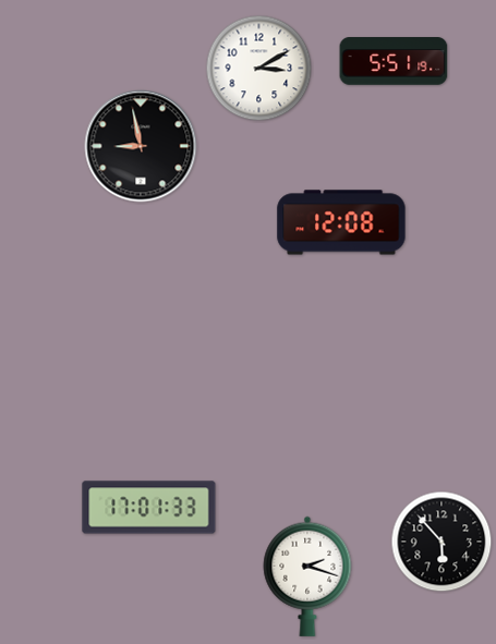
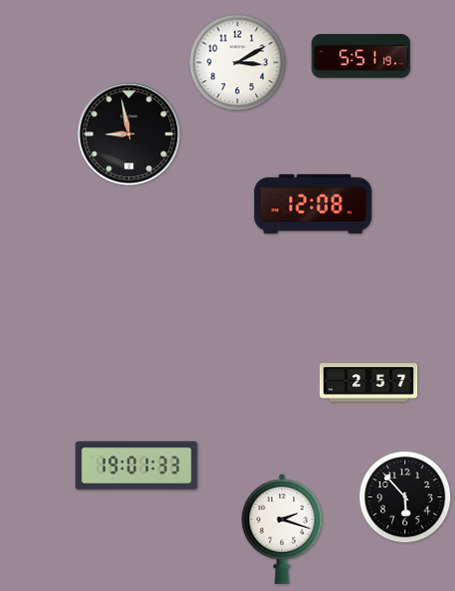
clock at (369, 383): none -> 2:57
clock at (149, 508): 17:01 -> 19:01
